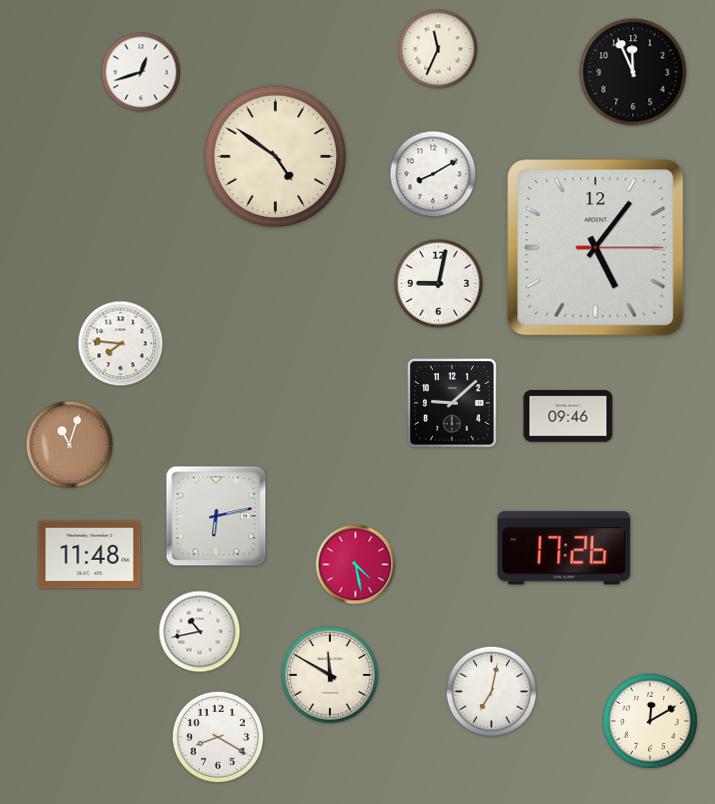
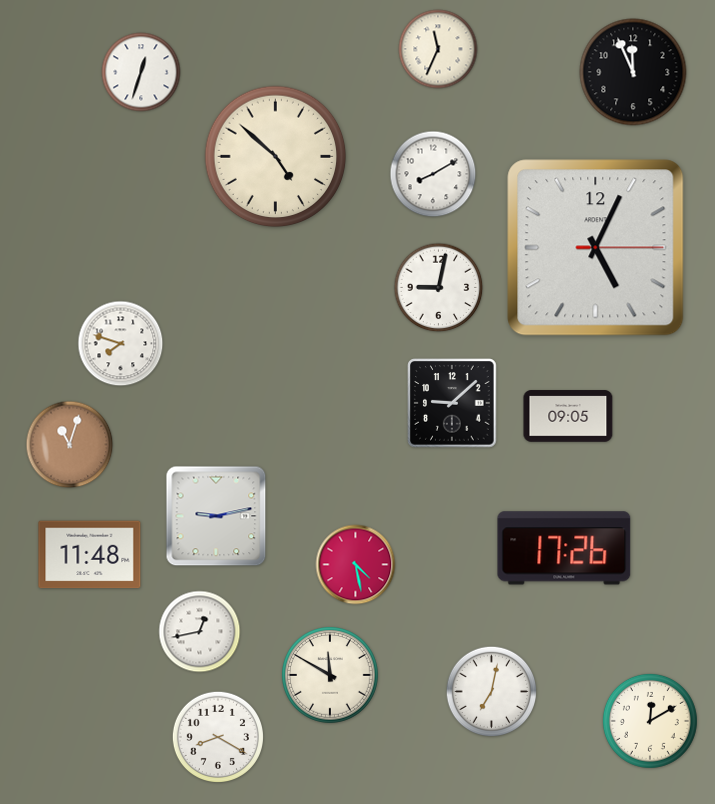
clock at (141, 72): 12:42 -> 12:33
clock at (276, 157): 4:51 -> 4:52
clock at (596, 248): 5:06 -> 5:04
clock at (439, 284) position: (439, 284) -> (439, 288)
clock at (121, 344): 7:46 -> 7:48
clock at (568, 416): 09:46 -> 09:05
clock at (216, 516): 6:13 -> 9:13
clock at (200, 632): 10:43 -> 12:43
